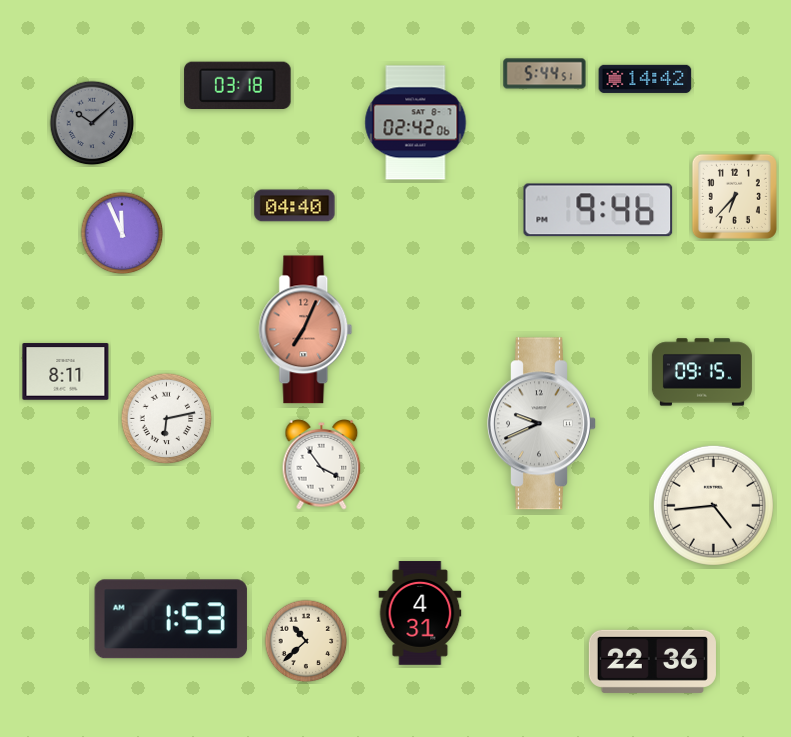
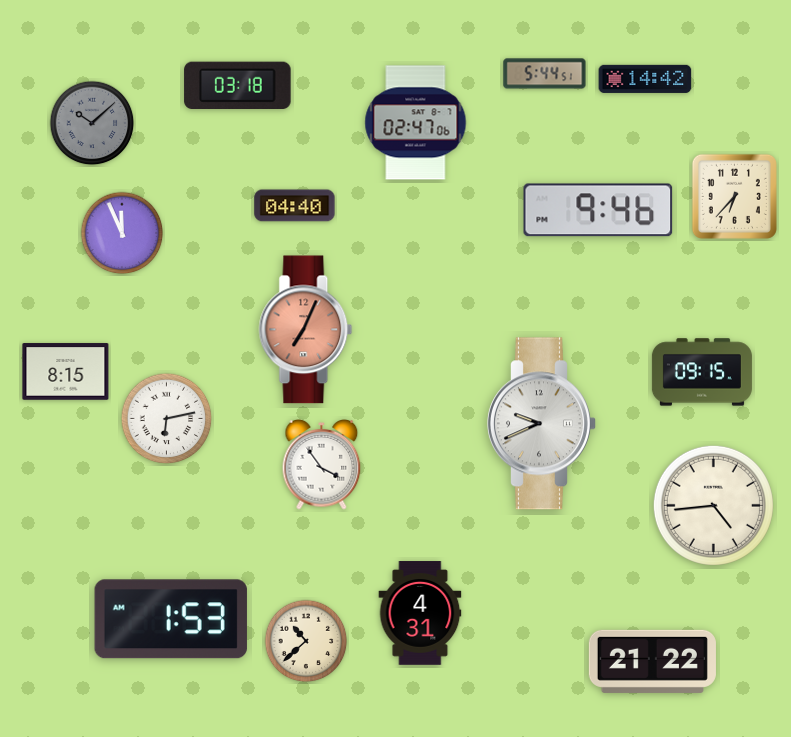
clock at (416, 123): 02:42 -> 02:47
clock at (66, 372): 8:11 -> 8:15
clock at (652, 661): 22:36 -> 21:22
